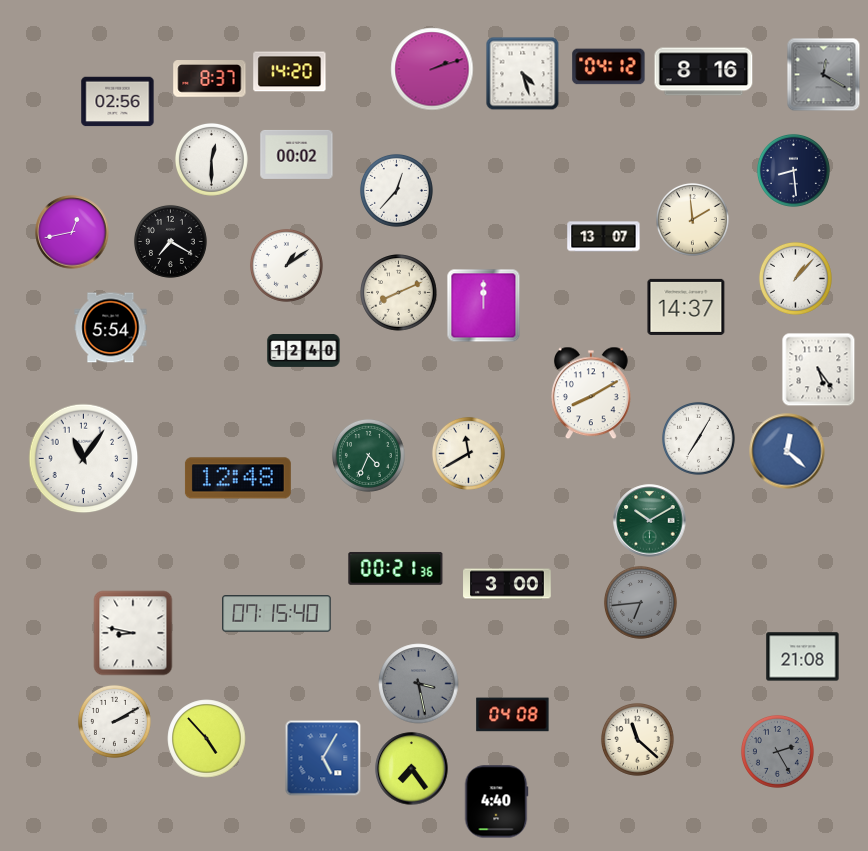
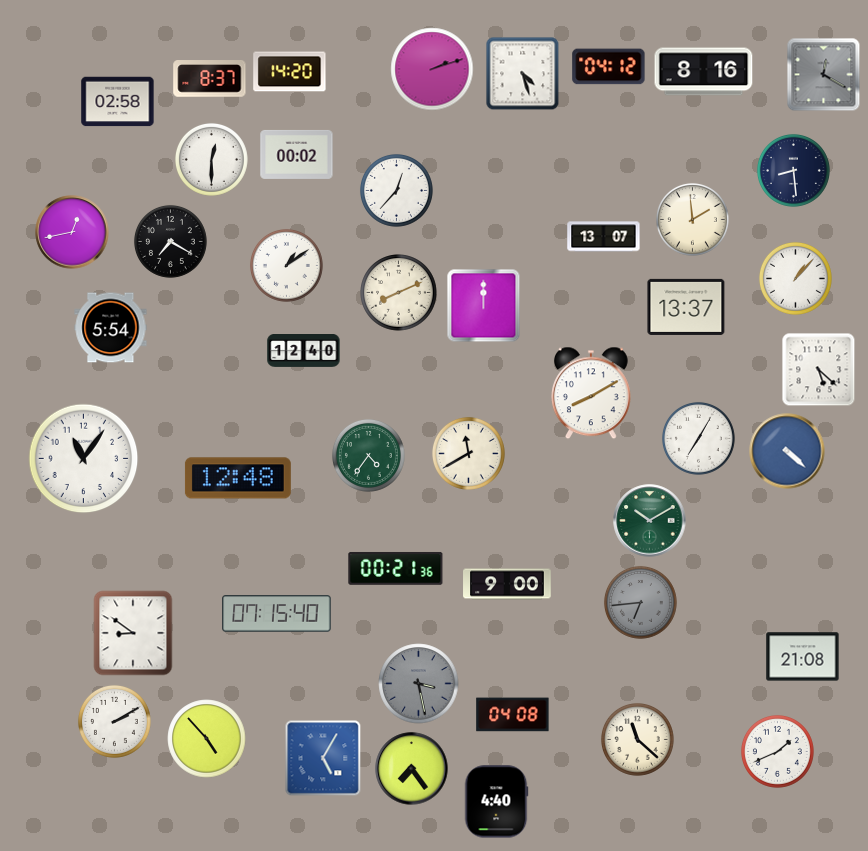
clock at (118, 102): 02:56 -> 02:58
clock at (686, 307): 14:37 -> 13:37
clock at (819, 370): 5:24 -> 5:22
clock at (787, 451): 12:22 -> 4:22
clock at (368, 455): 4:34 -> 4:36
clock at (507, 584): 3:00 -> 9:00
clock at (133, 633): 8:47 -> 8:51
clock at (777, 751): 2:25 -> 1:41
clock at (777, 751) dial: grey -> white
